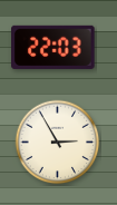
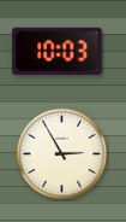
clock at (53, 47): 22:03 -> 10:03
